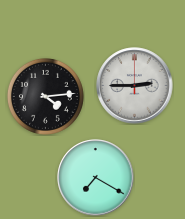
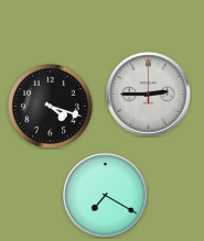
clock at (45, 96): 4:14 -> 4:18
